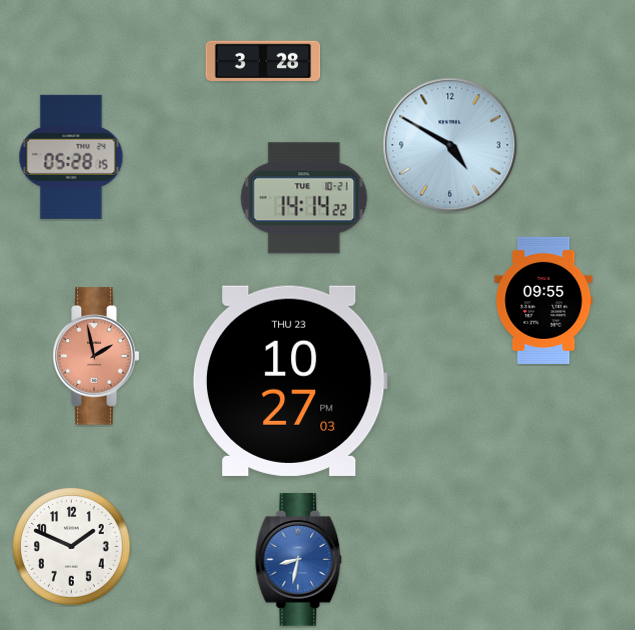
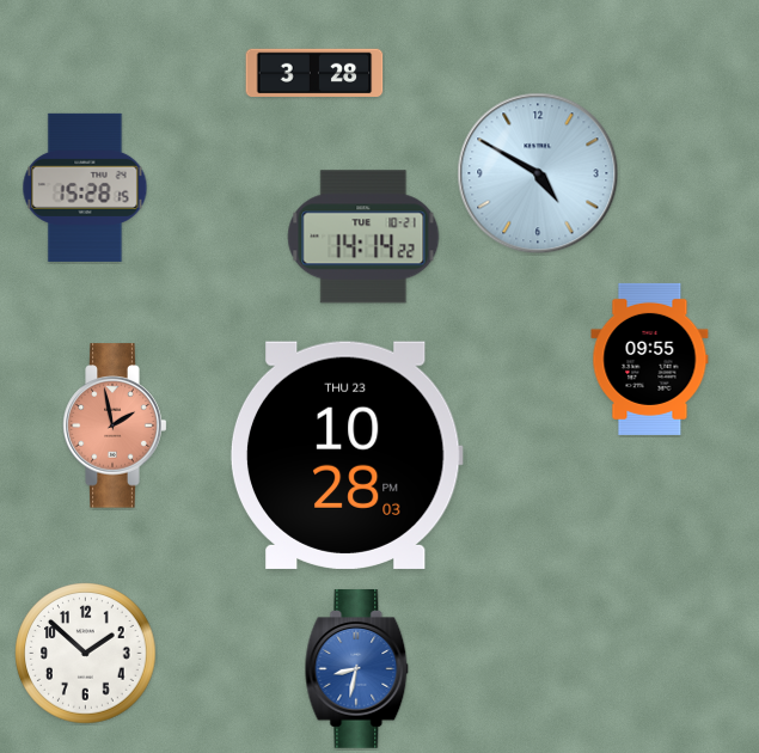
clock at (71, 157): 05:28 -> 15:28
clock at (290, 381): 10:27 -> 10:28
clock at (72, 547): 1:49 -> 1:52
